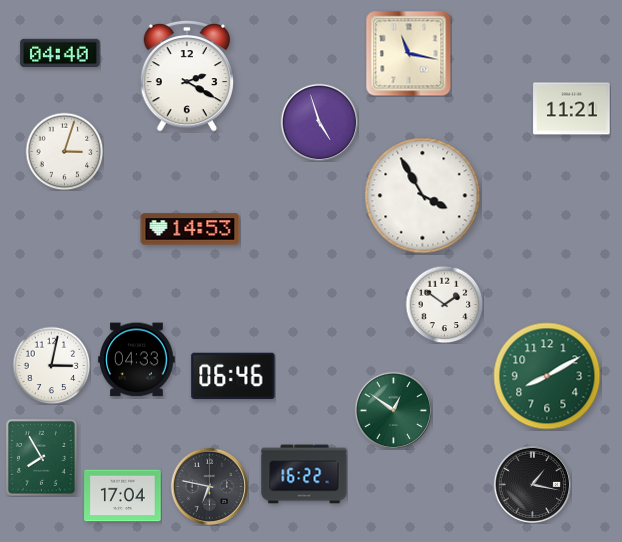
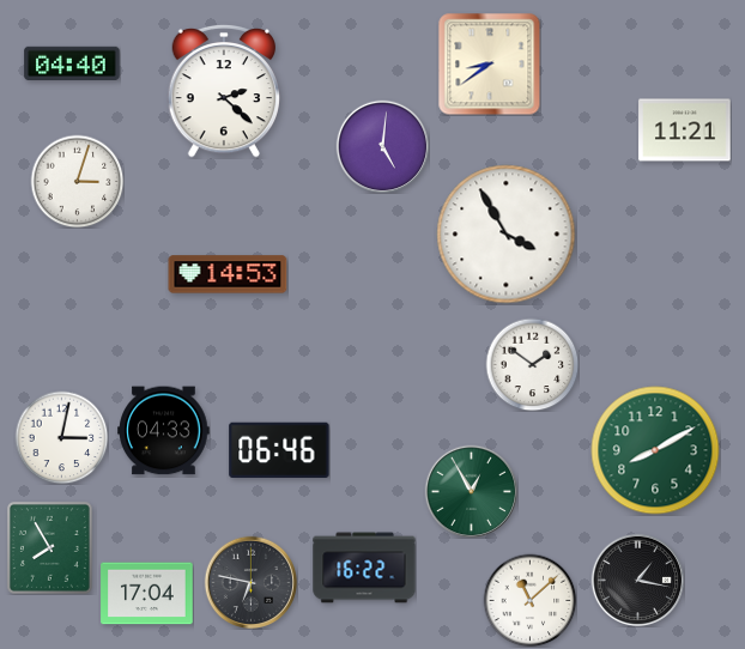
clock at (408, 53): 11:17 -> 8:39
clock at (186, 76): 2:20 -> 2:22
clock at (319, 122): 4:57 -> 5:01
clock at (393, 410): 12:51 -> 12:55
clock at (529, 600): none -> 11:08
